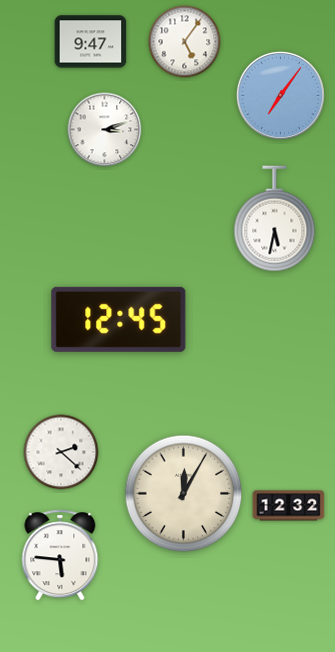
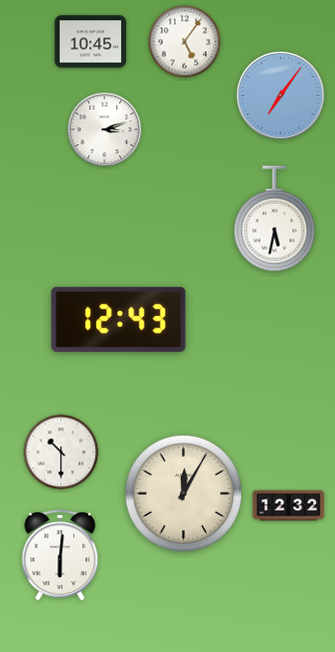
clock at (91, 42): 9:47 -> 10:45
clock at (119, 319): 12:45 -> 12:43
clock at (61, 452): 2:22 -> 10:30
clock at (60, 555): 5:46 -> 6:01
